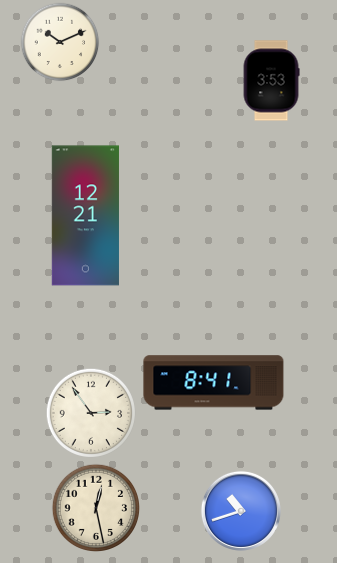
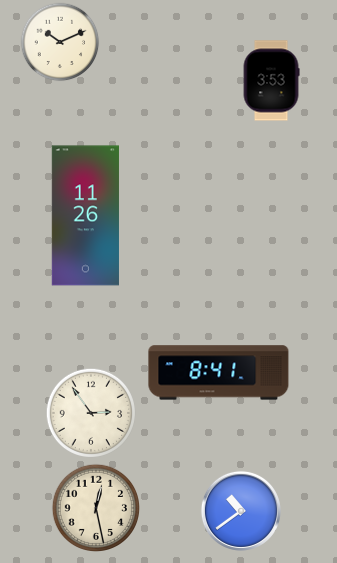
clock at (85, 216): 12:21 -> 11:26
clock at (214, 383) position: (214, 383) -> (219, 373)
clock at (241, 511): 10:42 -> 10:39
